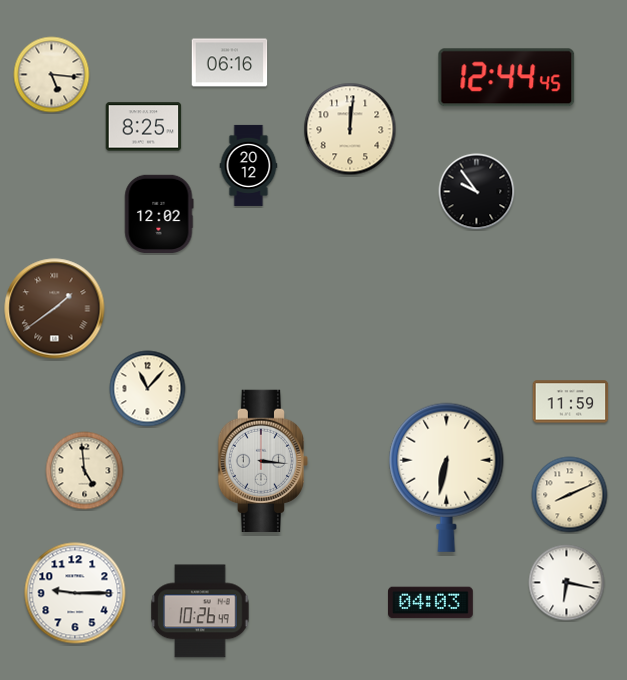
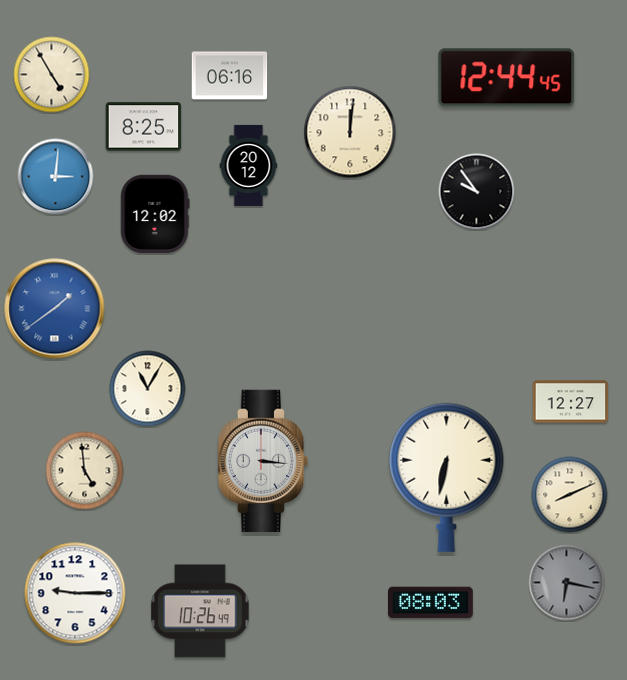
clock at (230, 63) position: (230, 63) -> (230, 76)
clock at (52, 75): 5:16 -> 4:55
clock at (350, 129) position: (350, 129) -> (350, 132)
clock at (56, 177): none -> 3:01
clock at (159, 213) position: (159, 213) -> (155, 213)
clock at (55, 309) dial: brown -> blue
clock at (148, 389): 11:07 -> 11:05
clock at (571, 402): 11:59 -> 12:27
clock at (567, 583) dial: white -> grey
clock at (431, 603): 04:03 -> 08:03
